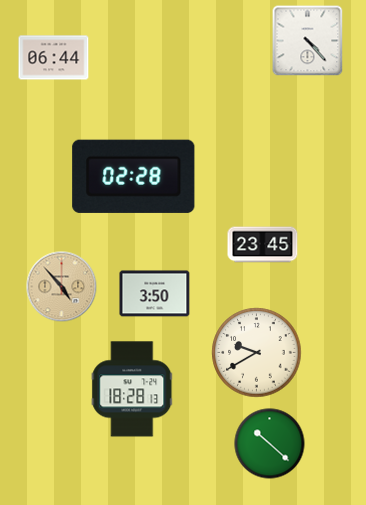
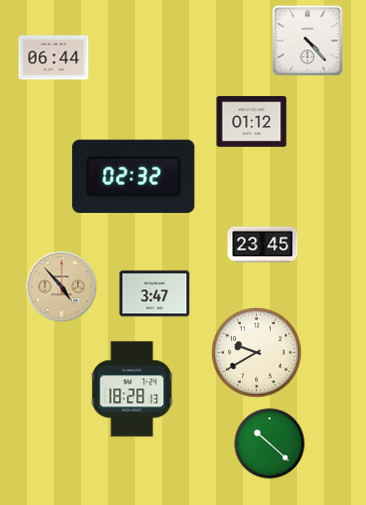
clock at (252, 122): none -> 01:12
clock at (134, 176): 02:28 -> 02:32
clock at (155, 294): 3:50 -> 3:47
